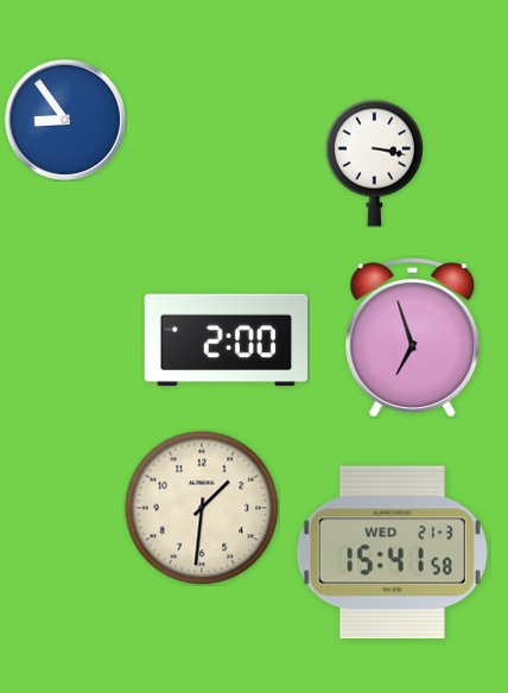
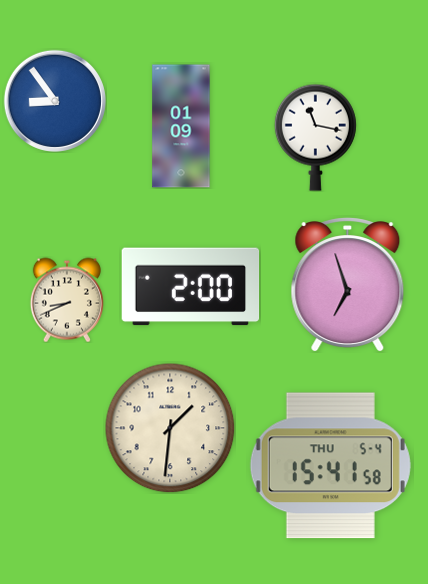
clock at (181, 126): none -> 01:09
clock at (374, 163): 3:17 -> 11:17
clock at (67, 300): none -> 8:41
clock at (392, 553) date: WED 21-3 -> THU 5-4
